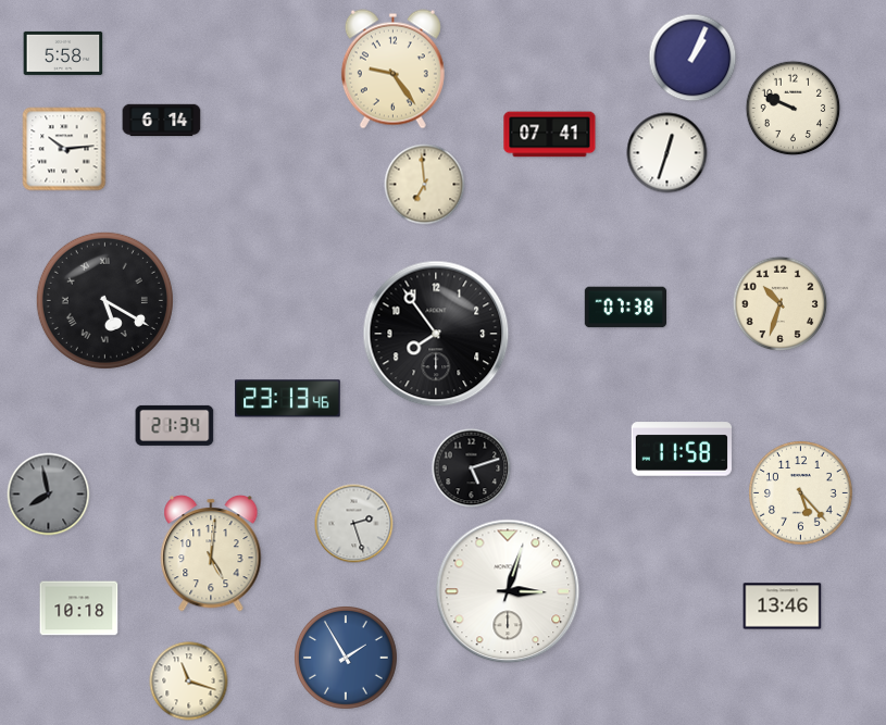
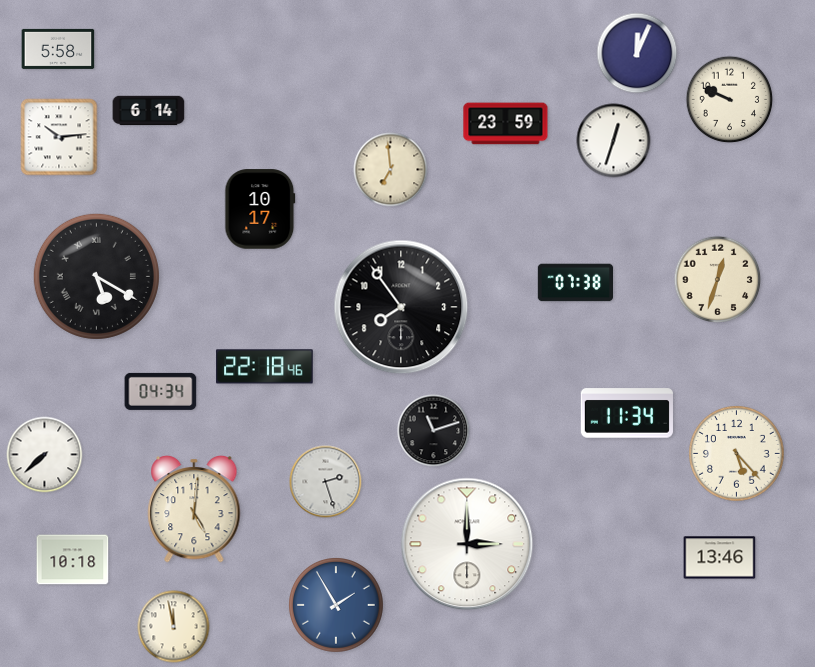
clock at (692, 58): 1:04 -> 12:04
clock at (392, 70): 9:24 -> none
clock at (550, 135): 07:41 -> 23:59
clock at (260, 209): none -> 10:17
clock at (781, 304): 10:33 -> 12:33
clock at (288, 399): 23:13 -> 22:18
clock at (175, 425): 21:34 -> 04:34
clock at (682, 449): 11:58 -> 11:34
clock at (472, 468): 5:12 -> 11:12
clock at (49, 495): 7:58 -> 7:38
clock at (49, 495) dial: grey -> white
clock at (508, 591): 3:03 -> 3:00
clock at (347, 659) position: (347, 659) -> (337, 606)
clock at (189, 682): 11:18 -> 11:58
